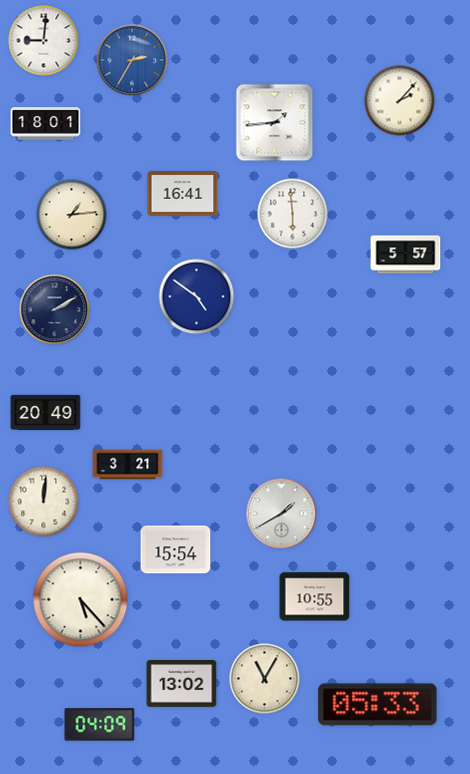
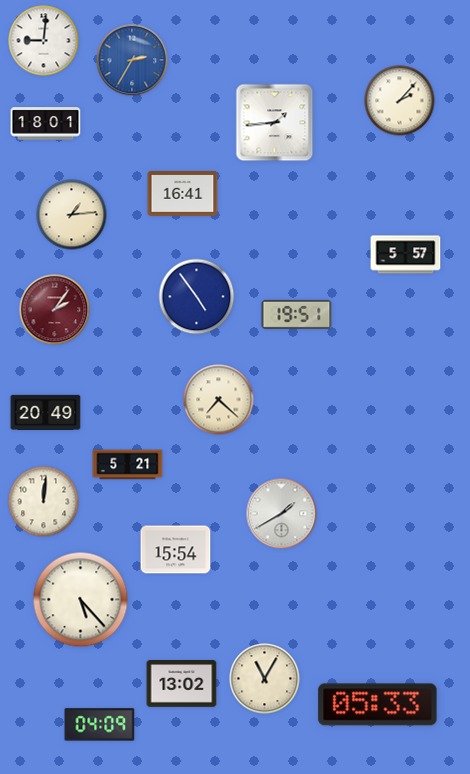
clock at (293, 214): 5:59 -> none
clock at (197, 297): 4:51 -> 4:54
clock at (55, 310): 2:10 -> 2:06
clock at (55, 310) dial: navy -> burgundy
clock at (297, 314): none -> 19:51
clock at (219, 400): none -> 7:22
clock at (128, 465): 3:21 -> 5:21
clock at (315, 597): 10:55 -> none
